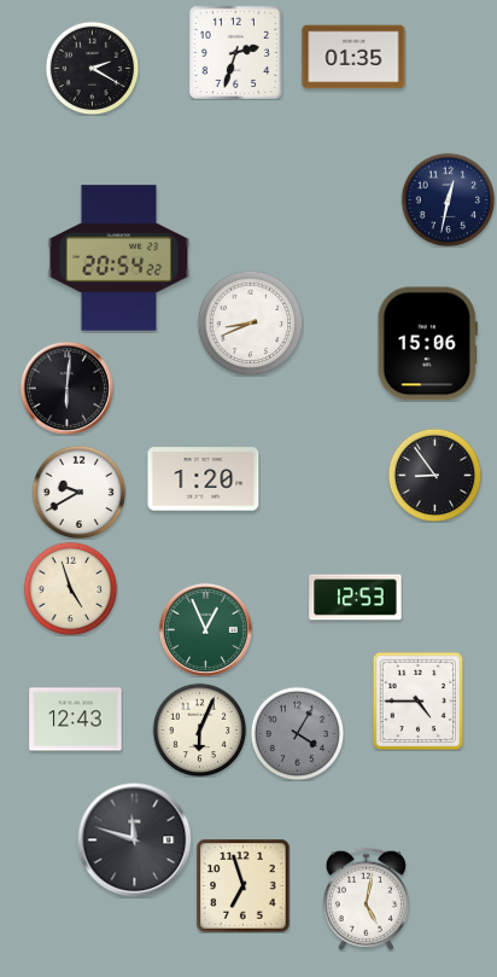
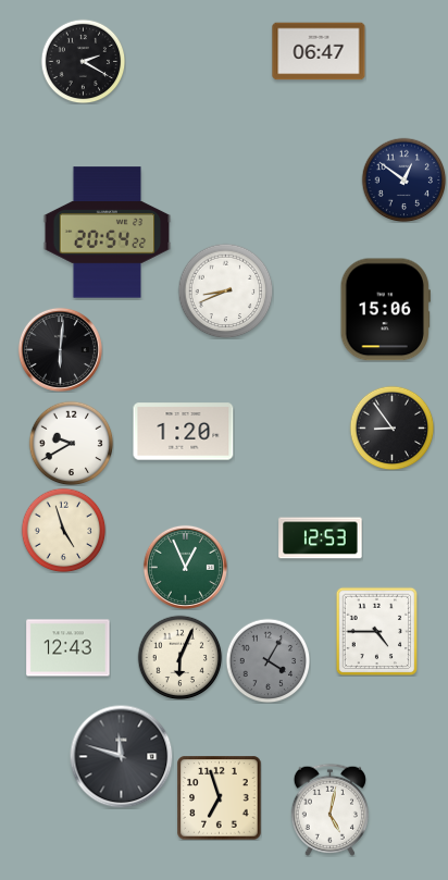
clock at (235, 52): 2:33 -> none
clock at (353, 57): 01:35 -> 06:47
clock at (448, 199): 12:32 -> 12:51
